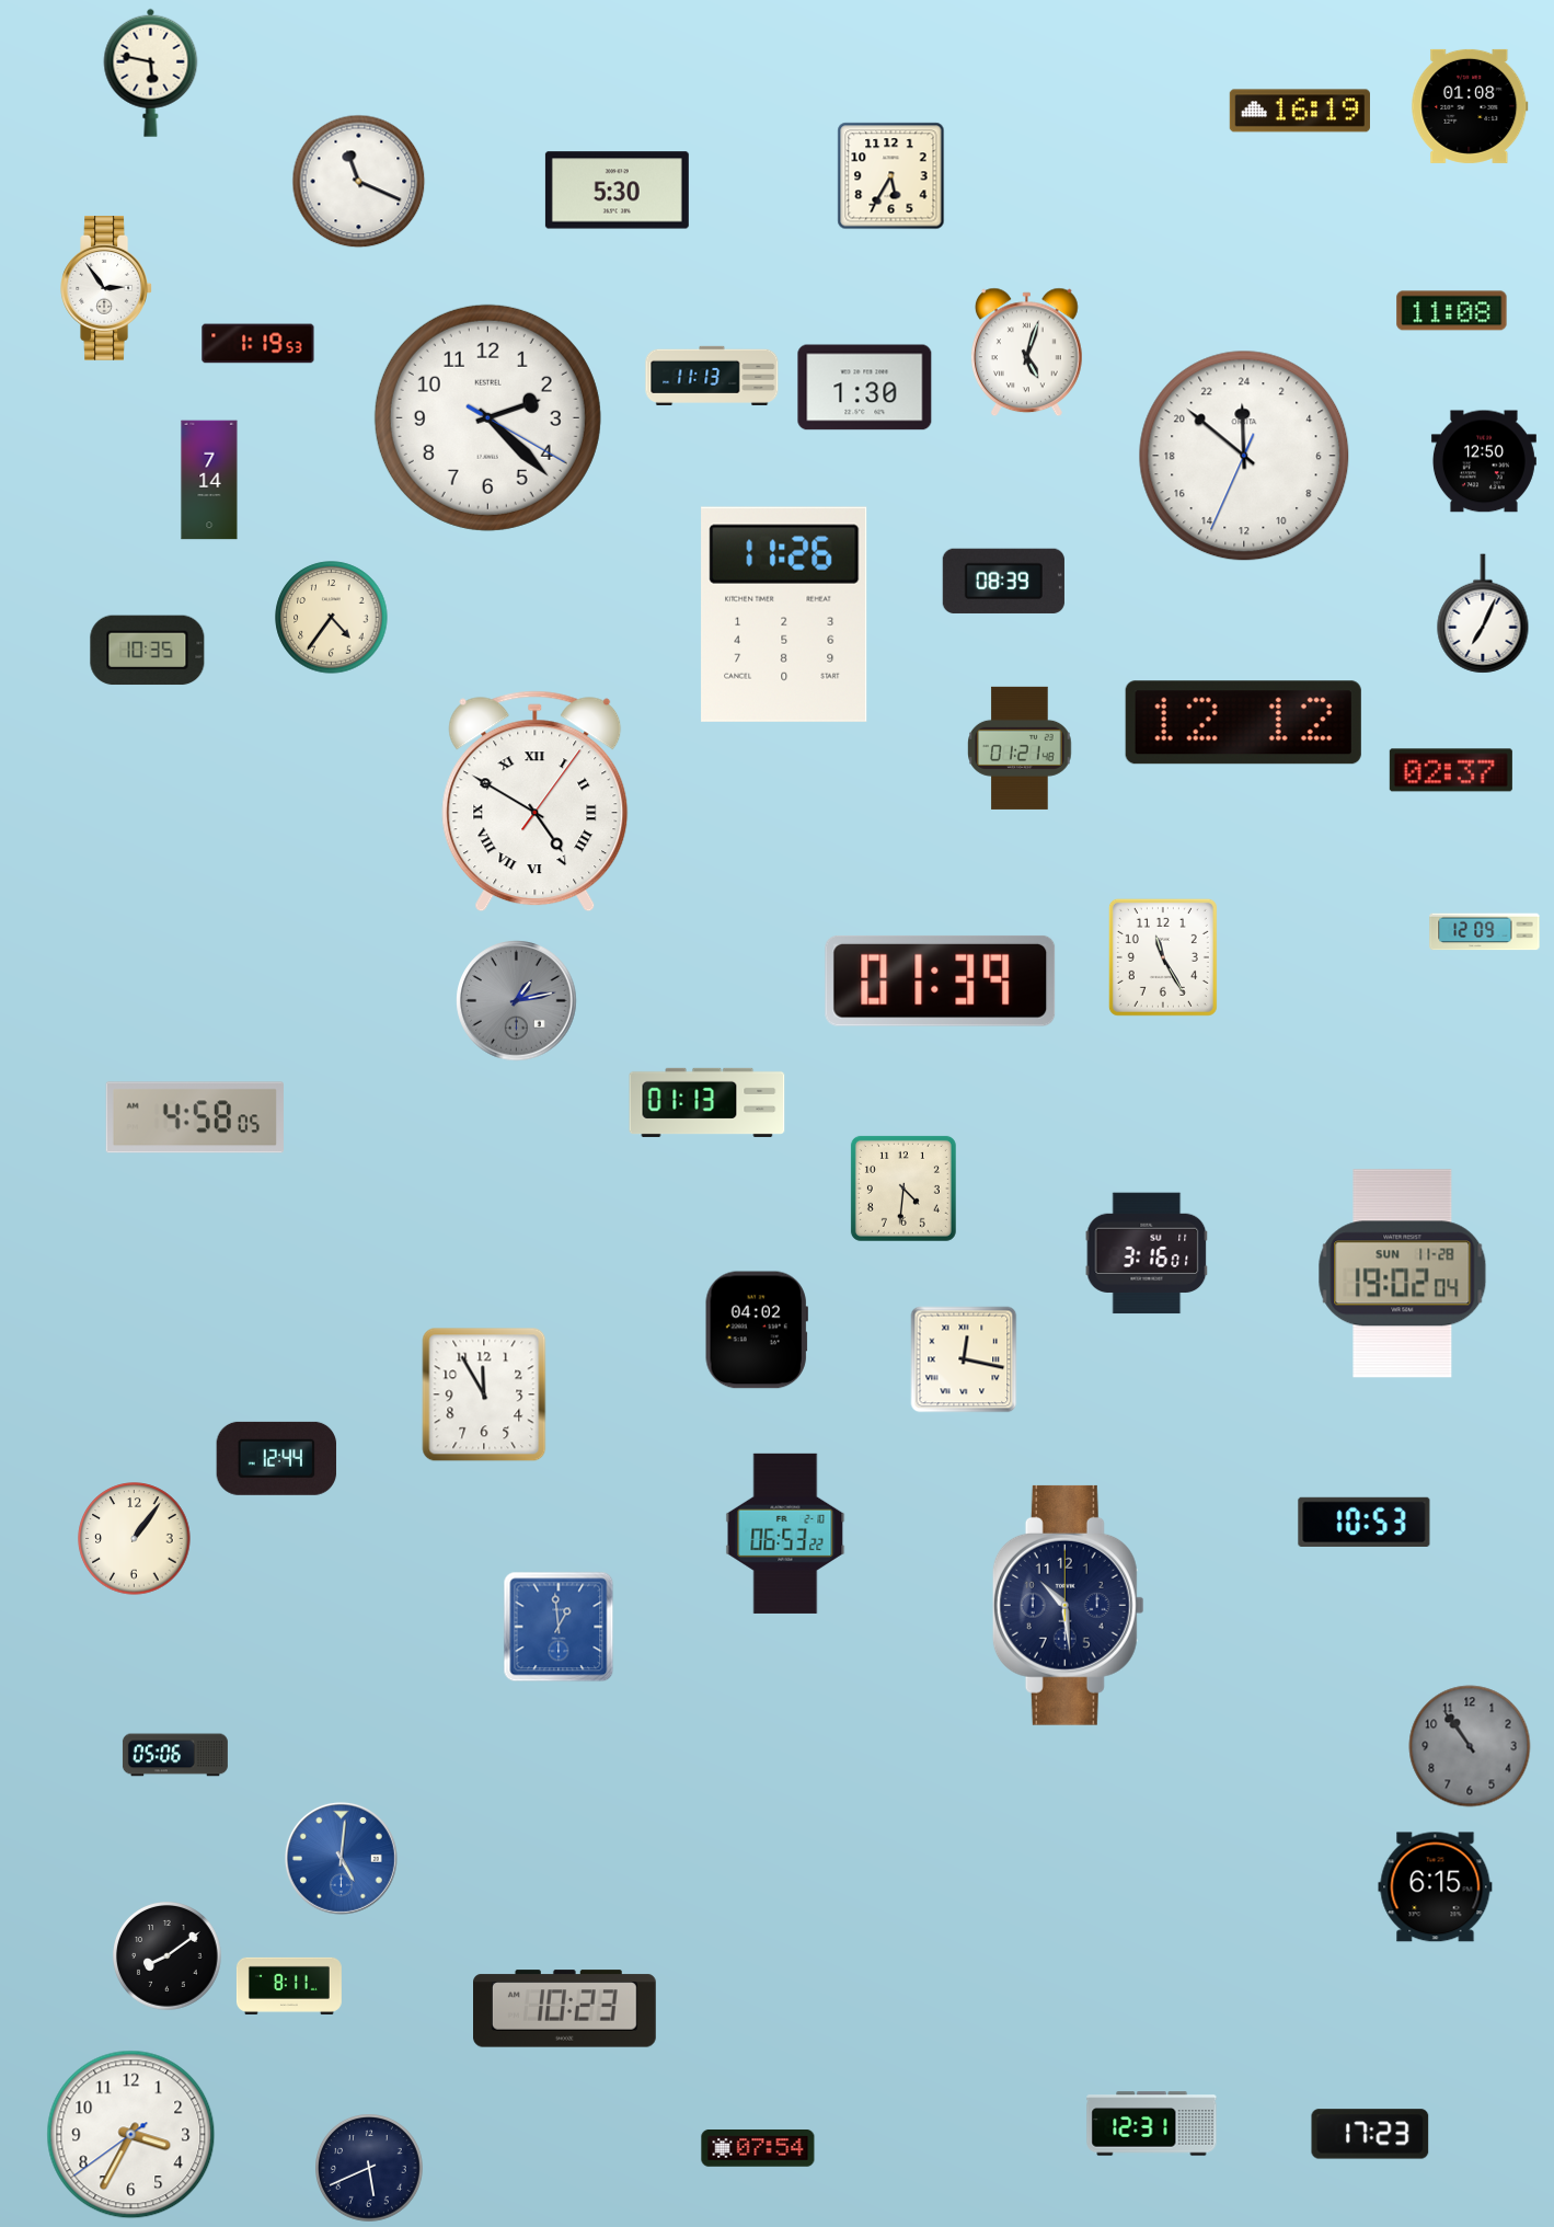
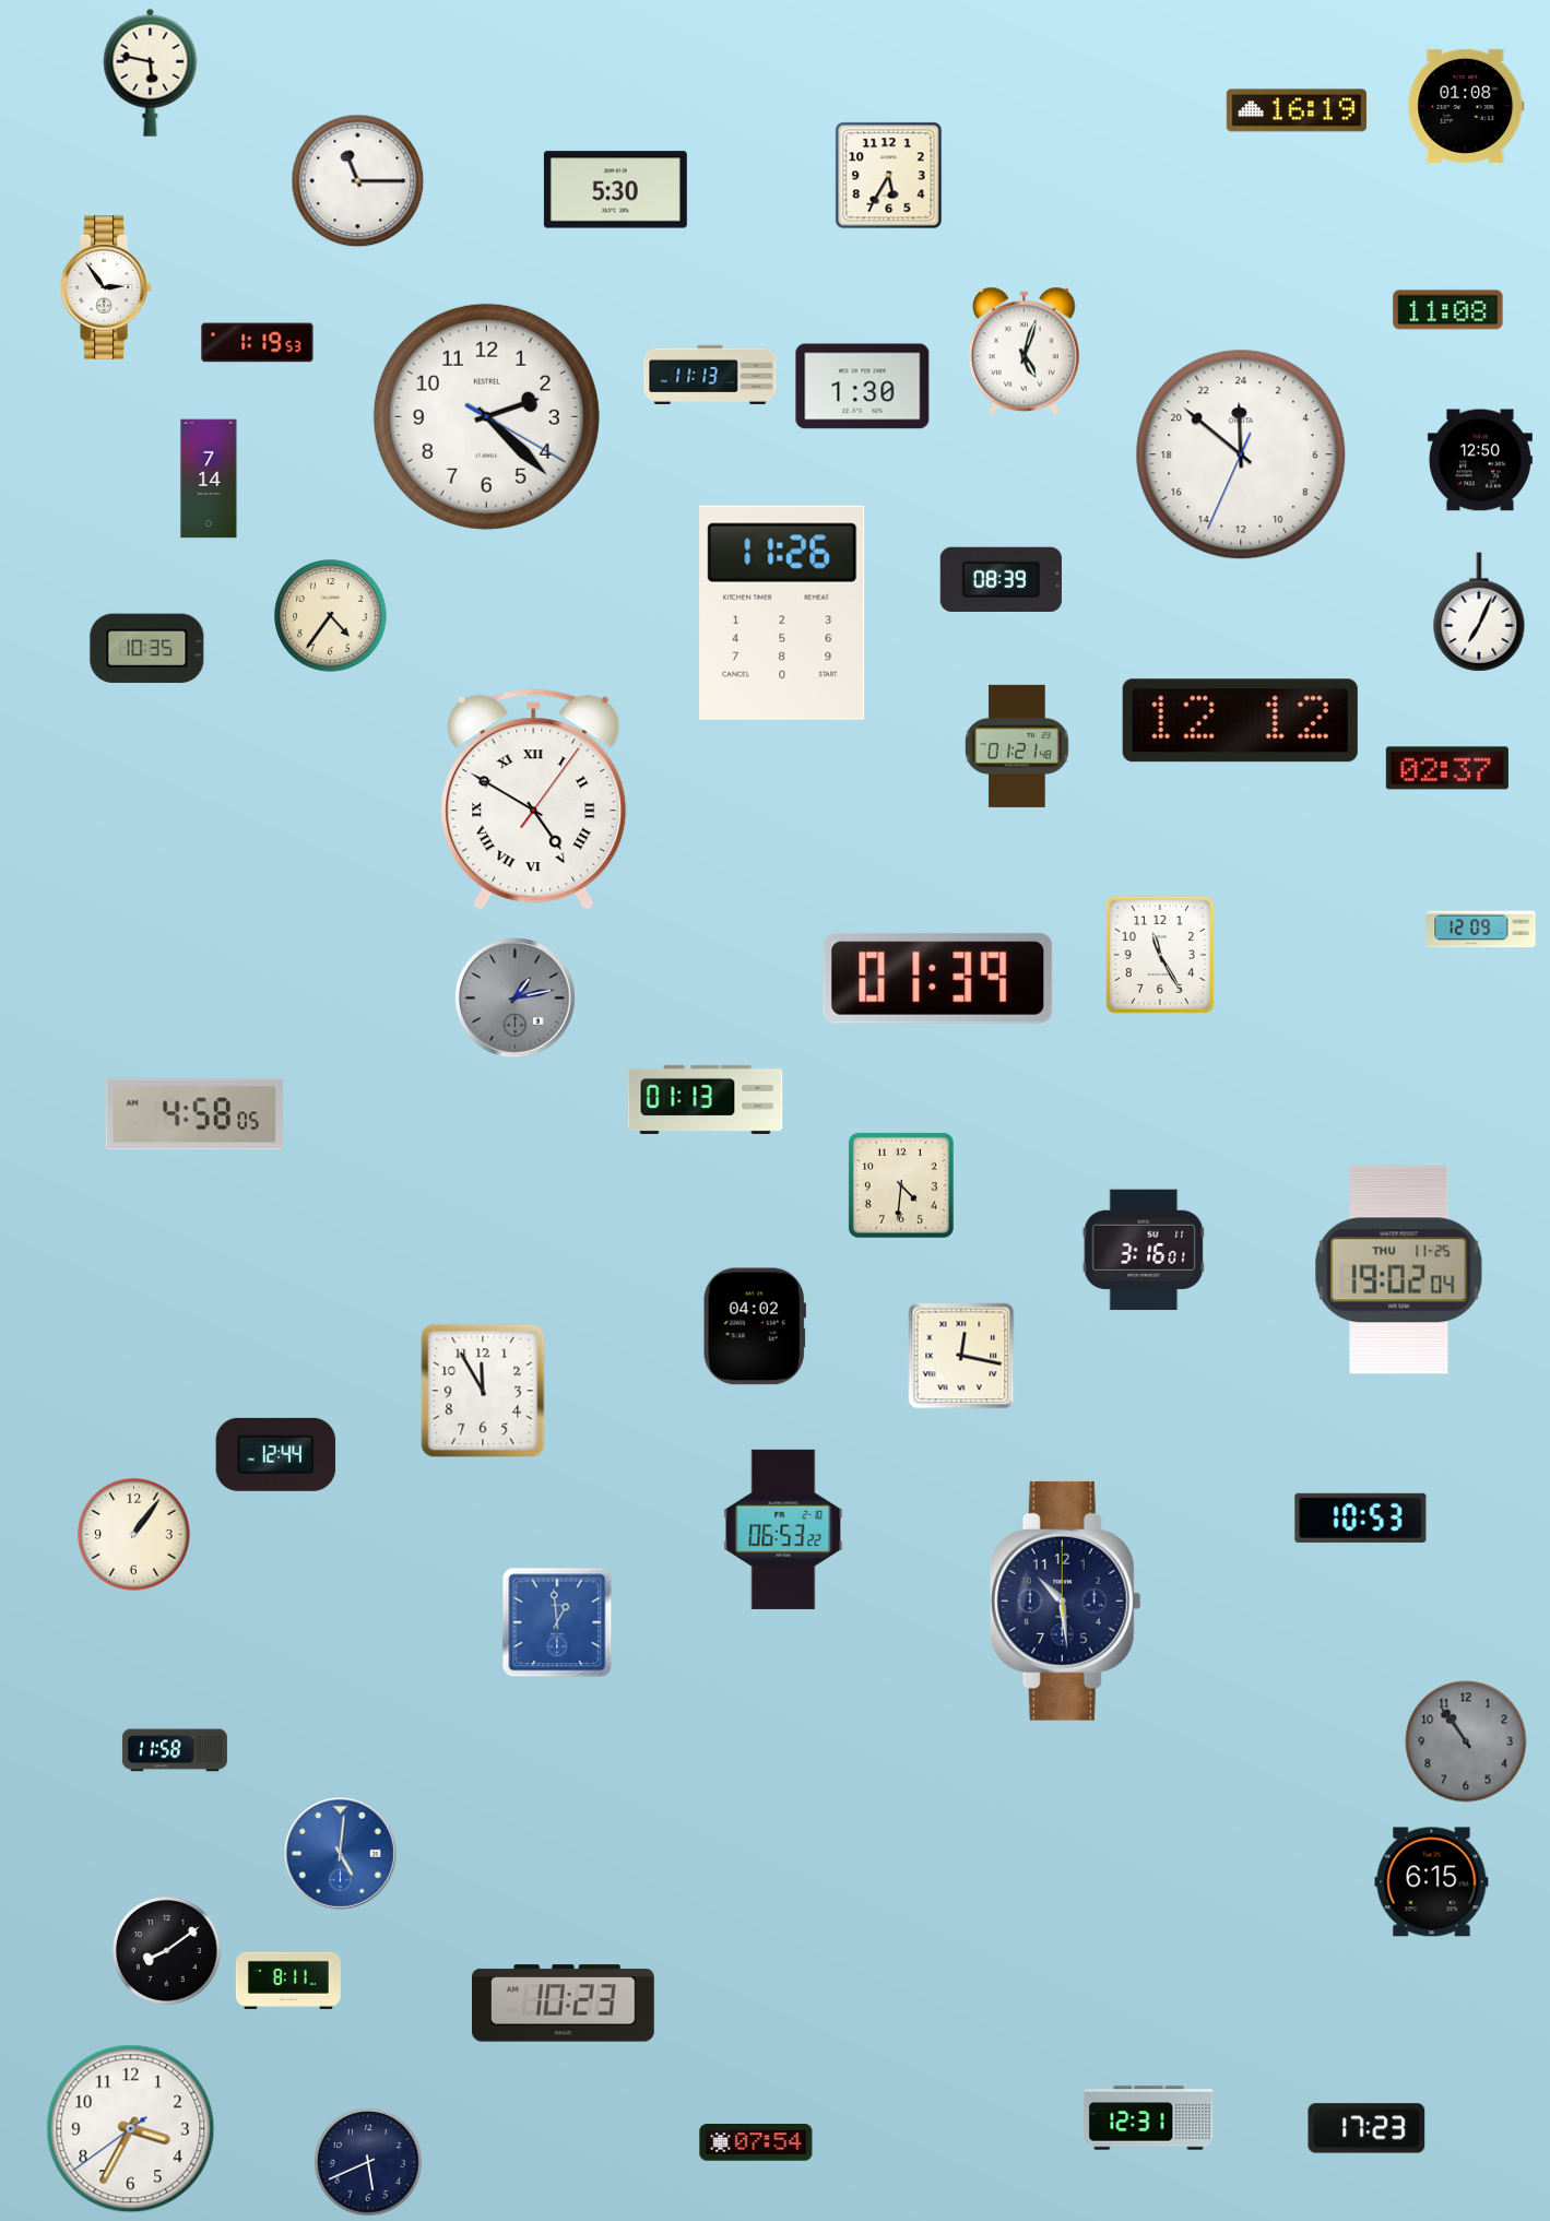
clock at (359, 182): 11:19 -> 11:15
clock at (1403, 1274) date: SUN 11-28 -> THU 11-25
clock at (175, 1755): 05:06 -> 11:58
